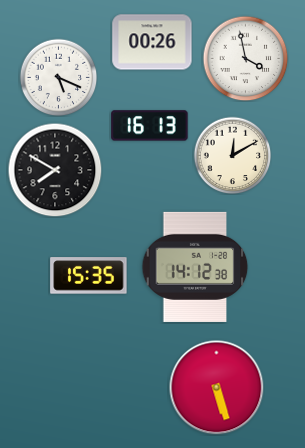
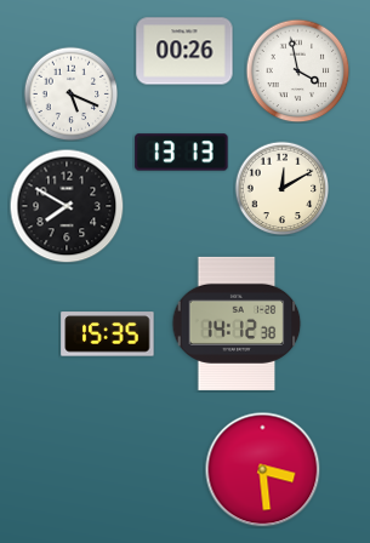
clock at (150, 126): 16:13 -> 13:13
clock at (216, 387): 5:27 -> 3:29
